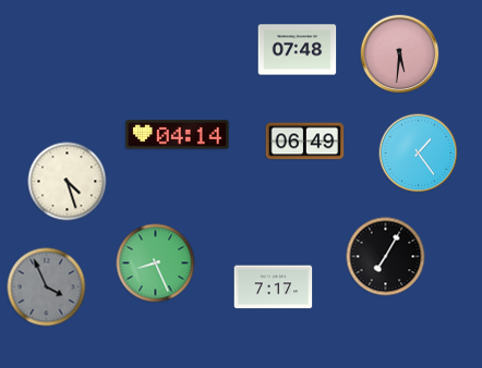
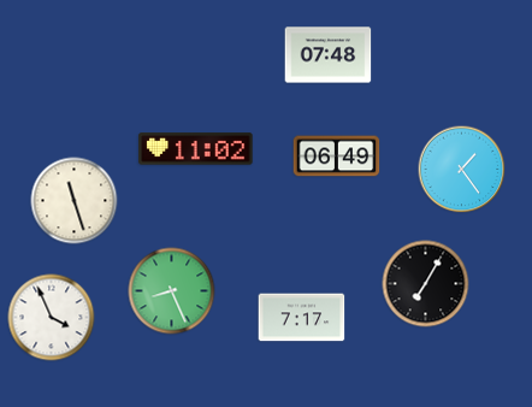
clock at (400, 54): 5:31 -> none
clock at (178, 135): 04:14 -> 11:02
clock at (68, 182): 4:27 -> 11:27
clock at (47, 287) dial: grey -> white
